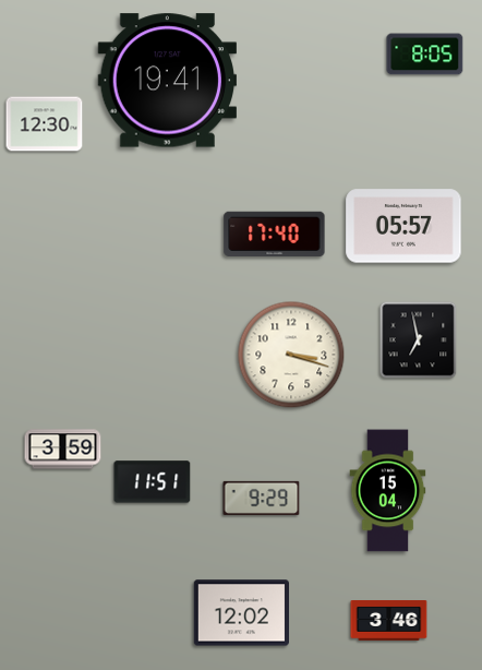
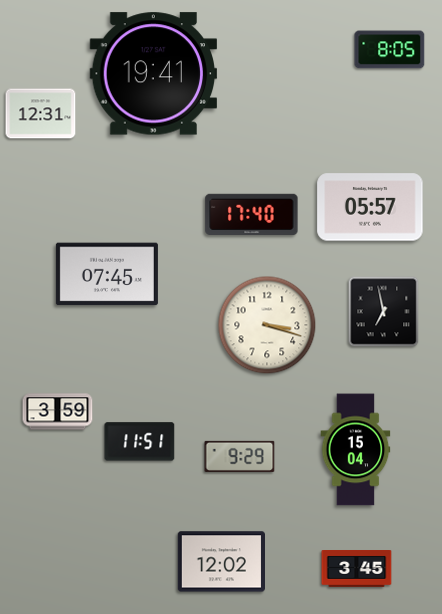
clock at (45, 124): 12:30 -> 12:31
clock at (107, 274): none -> 07:45
clock at (389, 621): 3:46 -> 3:45
